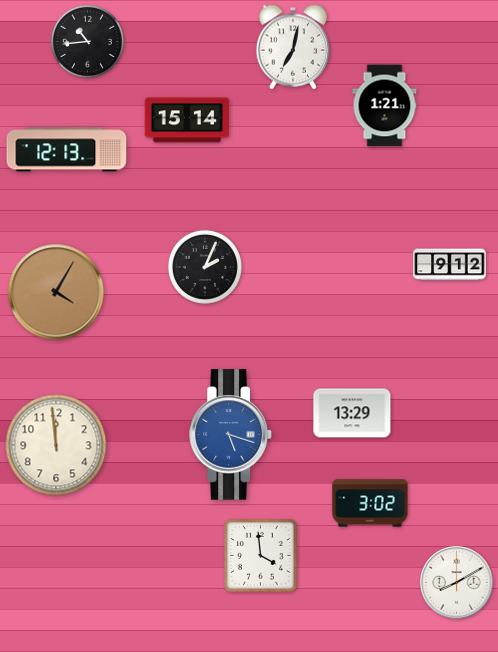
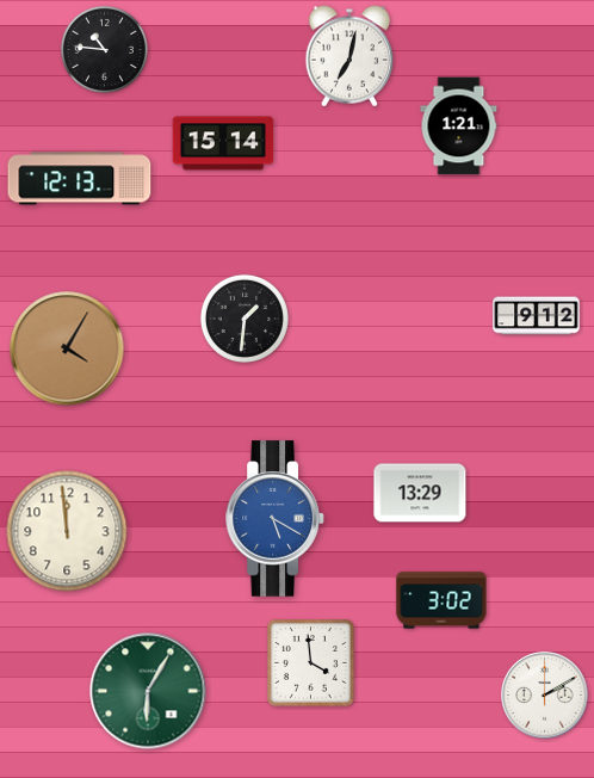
clock at (87, 41): 10:44 -> 10:46
clock at (205, 267): 2:04 -> 1:31
clock at (231, 435): 5:18 -> 5:20
clock at (148, 691): none -> 6:05
clock at (457, 583): 8:10 -> 2:10
